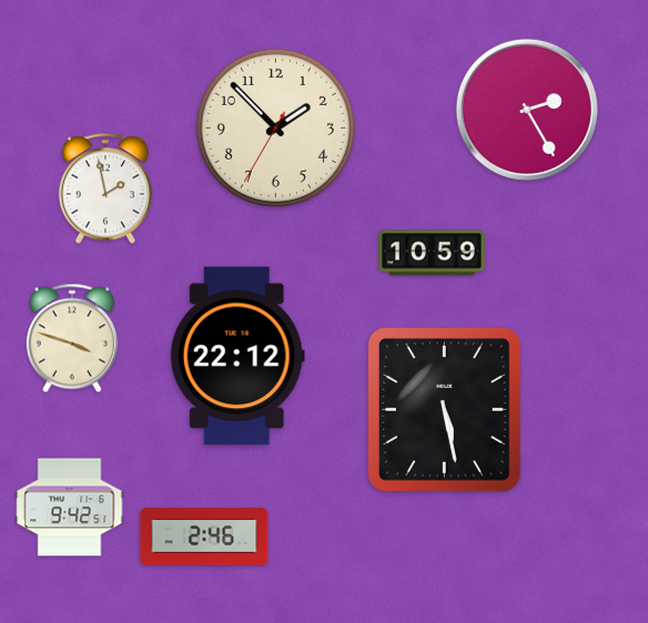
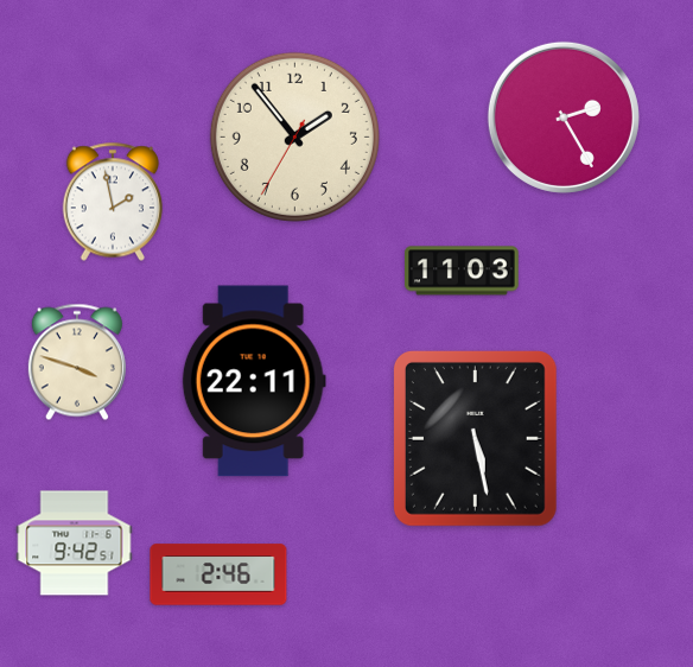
clock at (275, 127): 1:52 -> 1:53
clock at (432, 253): 10:59 -> 11:03
clock at (237, 356): 22:12 -> 22:11
